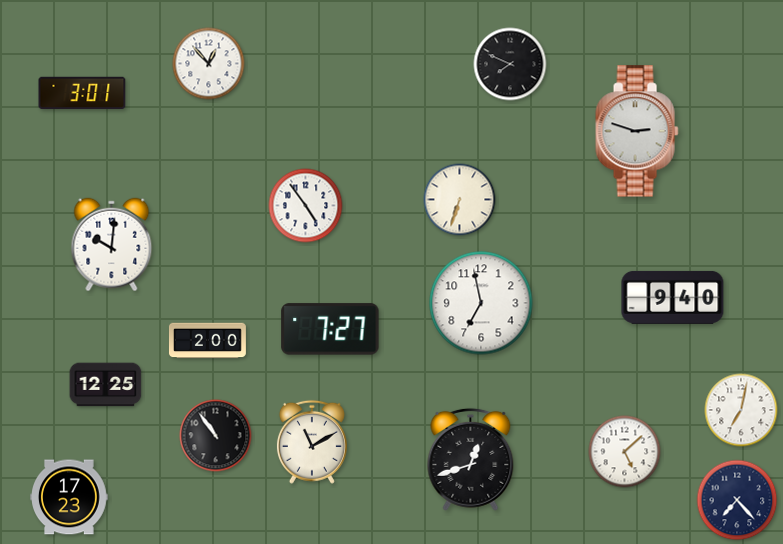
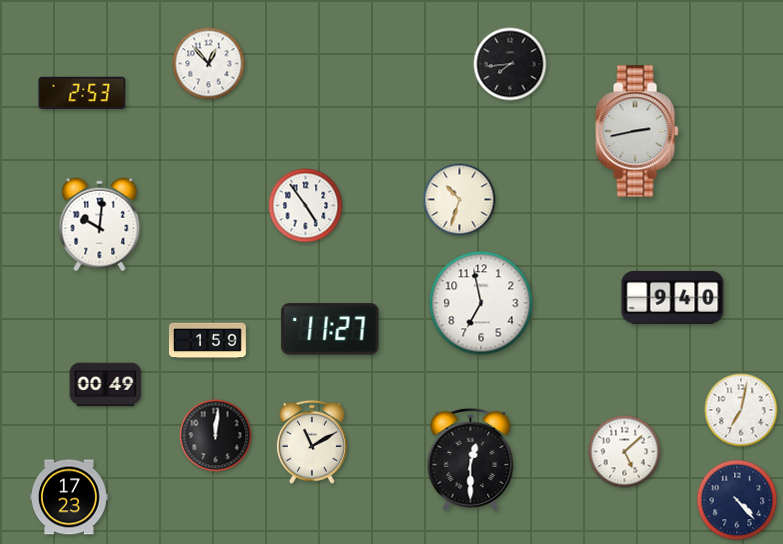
clock at (510, 64): 7:49 -> 7:44
clock at (82, 93): 3:01 -> 2:53
clock at (637, 131): 2:48 -> 2:43
clock at (460, 200): 6:33 -> 10:33
clock at (112, 245) position: (112, 245) -> (100, 225)
clock at (330, 329): 7:27 -> 11:27
clock at (207, 341): 2:00 -> 1:59
clock at (106, 385): 12:25 -> 00:49
clock at (216, 436): 10:54 -> 12:01
clock at (471, 459): 12:42 -> 12:30
clock at (737, 500): 7:23 -> 4:23
